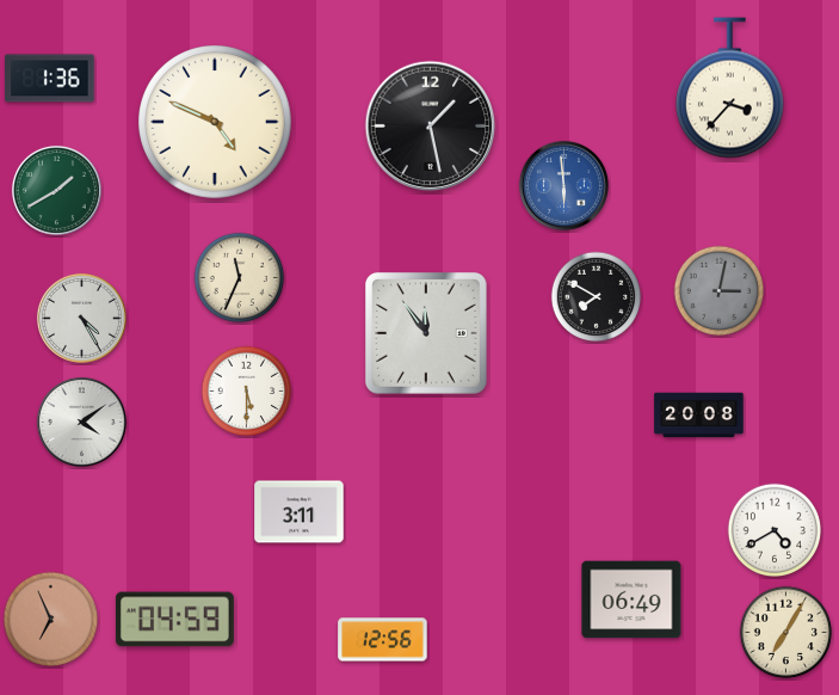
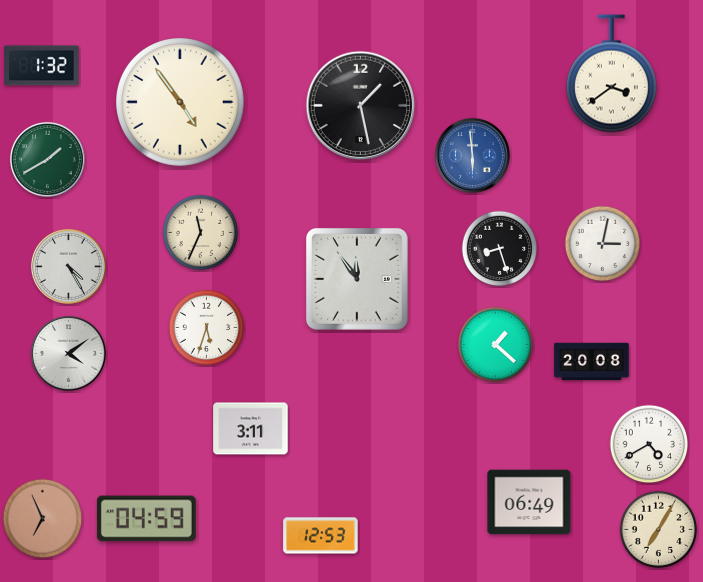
clock at (50, 79): 1:36 -> 1:32
clock at (729, 88): 3:37 -> 3:39
clock at (216, 123): 4:49 -> 4:54
clock at (720, 291) dial: grey -> white
clock at (597, 297): 7:50 -> 8:27
clock at (247, 392): 5:30 -> 5:33
clock at (496, 345): none -> 1:22
clock at (699, 416) position: (699, 416) -> (592, 362)
clock at (383, 640): 12:56 -> 12:53
